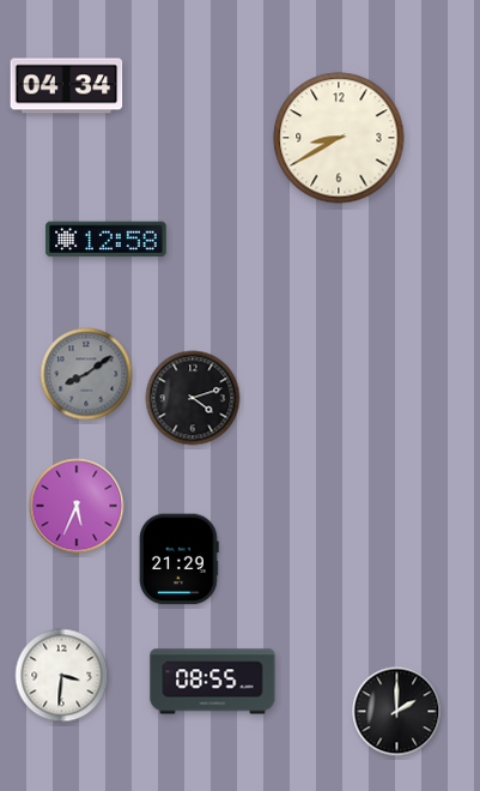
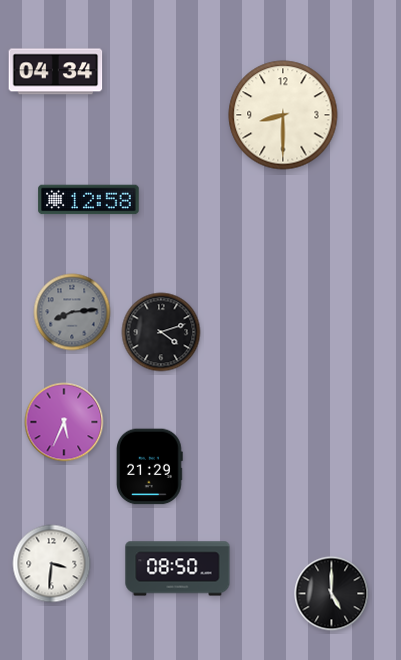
clock at (339, 138): 8:40 -> 8:30
clock at (86, 374): 8:09 -> 8:14
clock at (213, 682): 08:55 -> 08:50
clock at (397, 712): 2:00 -> 5:00
